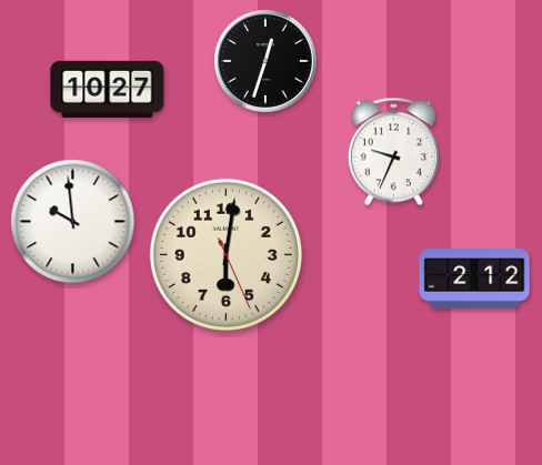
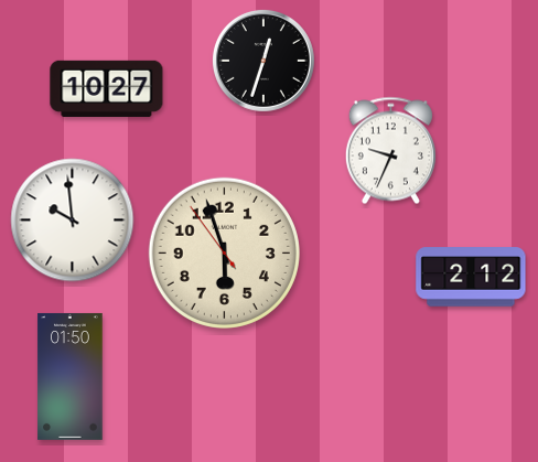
clock at (225, 254): 6:01 -> 5:56
clock at (71, 376): none -> 01:50
